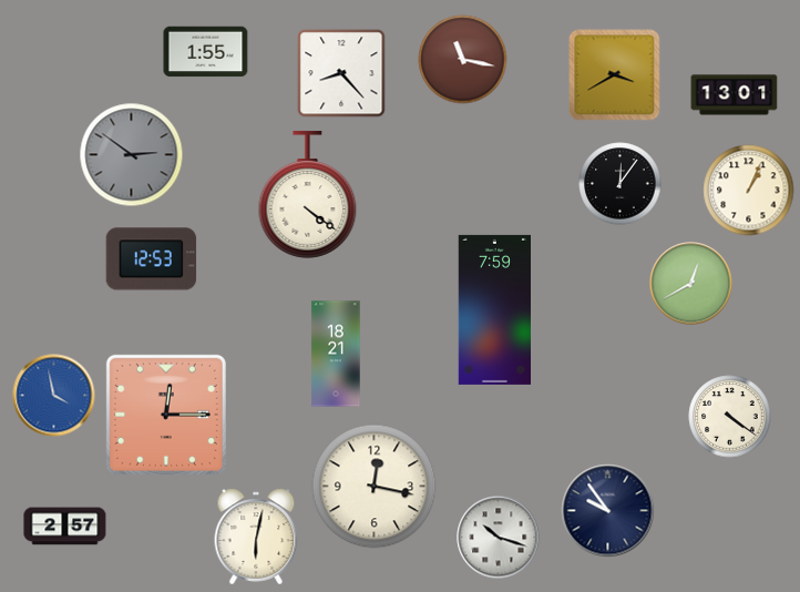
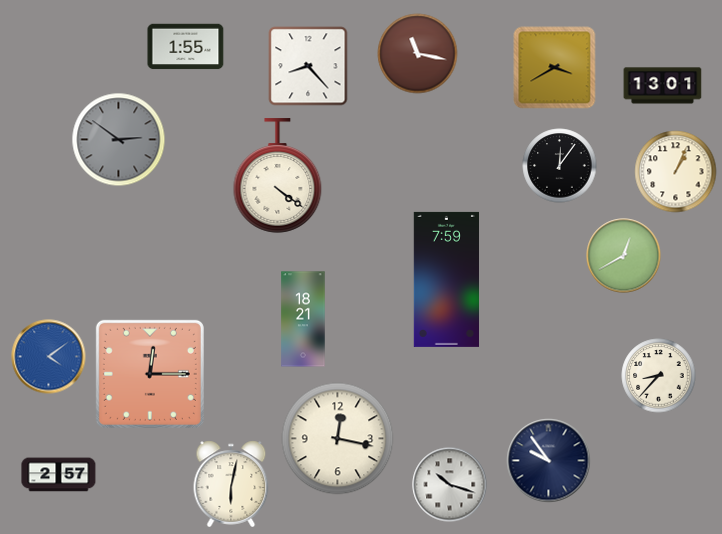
clock at (152, 259): 12:53 -> none
clock at (54, 396): 3:58 -> 4:09
clock at (730, 417): 4:21 -> 8:37
